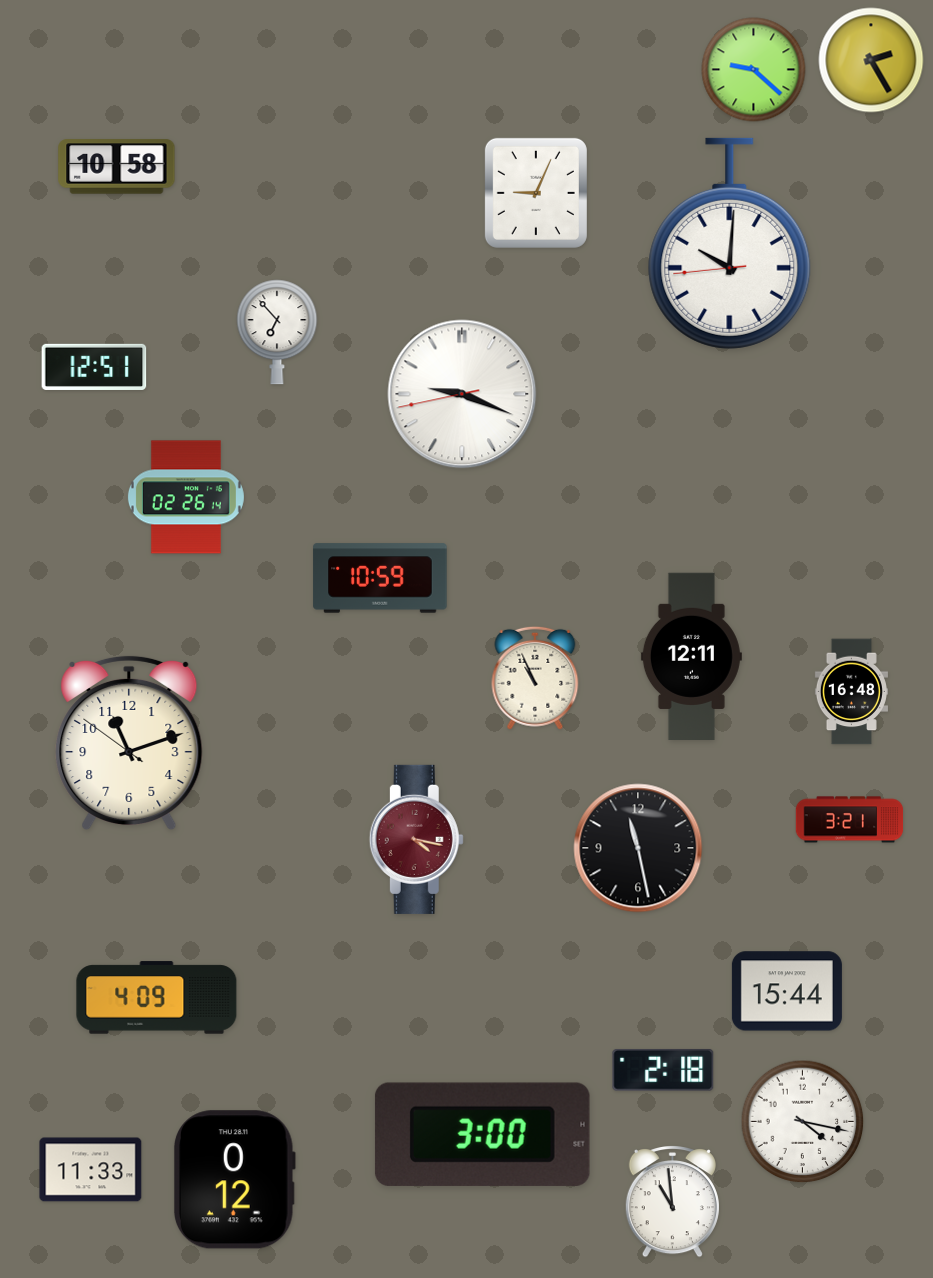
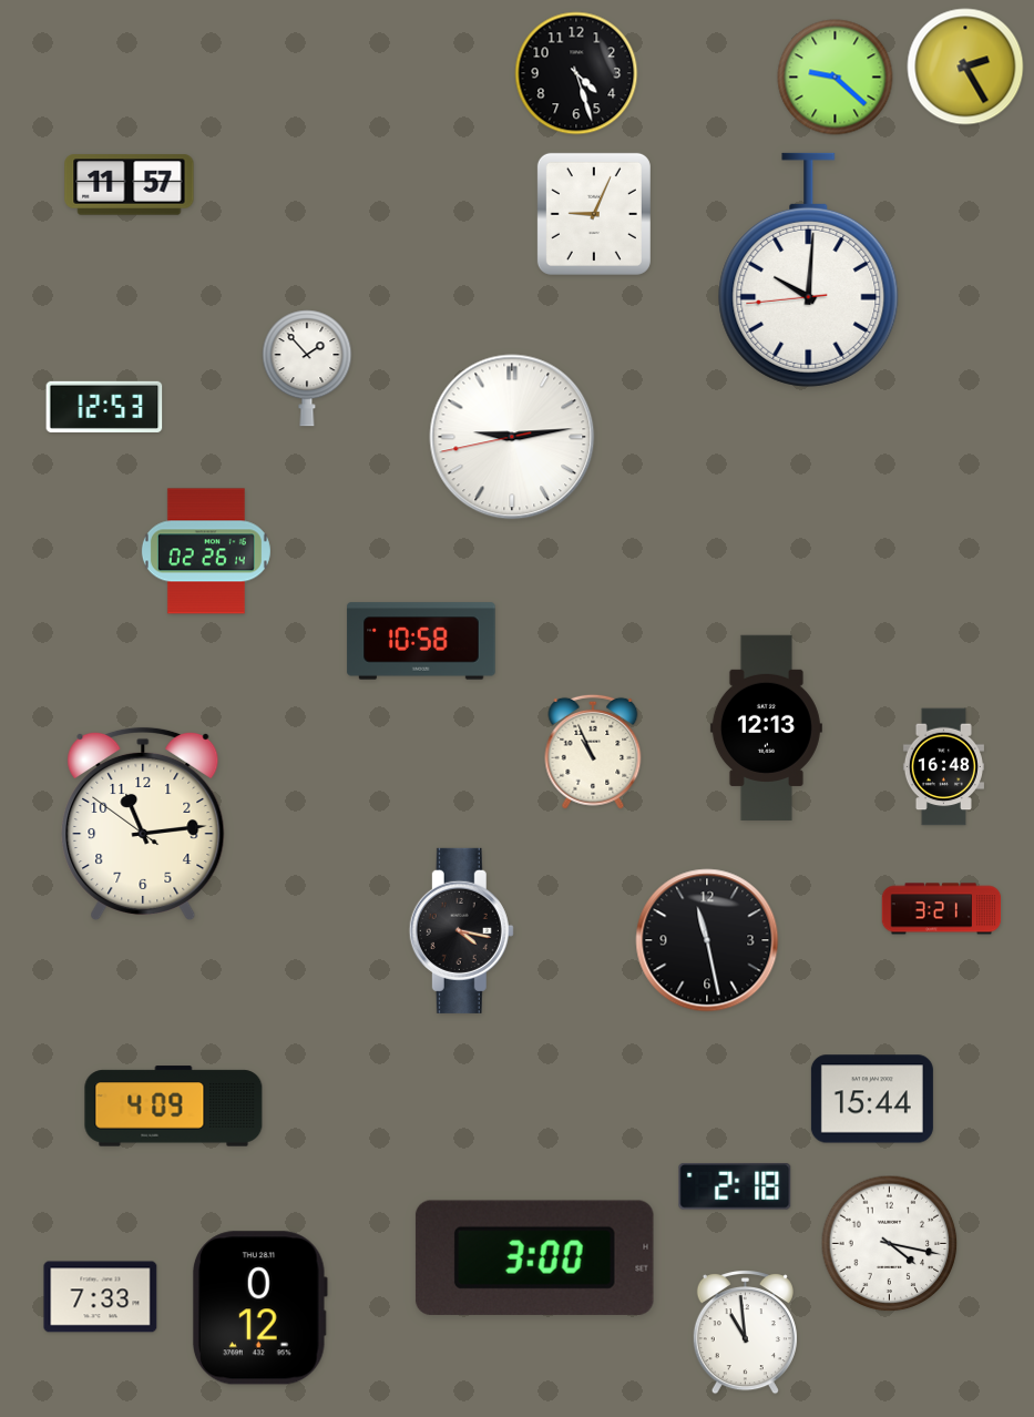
clock at (576, 73): none -> 4:27
clock at (117, 167): 10:58 -> 11:57
clock at (277, 332): 6:53 -> 1:53
clock at (94, 366): 12:51 -> 12:53
clock at (462, 394): 9:18 -> 9:13
clock at (380, 578): 10:59 -> 10:58
clock at (691, 656): 12:11 -> 12:13
clock at (129, 743): 11:11 -> 11:13
clock at (416, 839) dial: burgundy -> black
clock at (91, 1170): 11:33 -> 7:33
